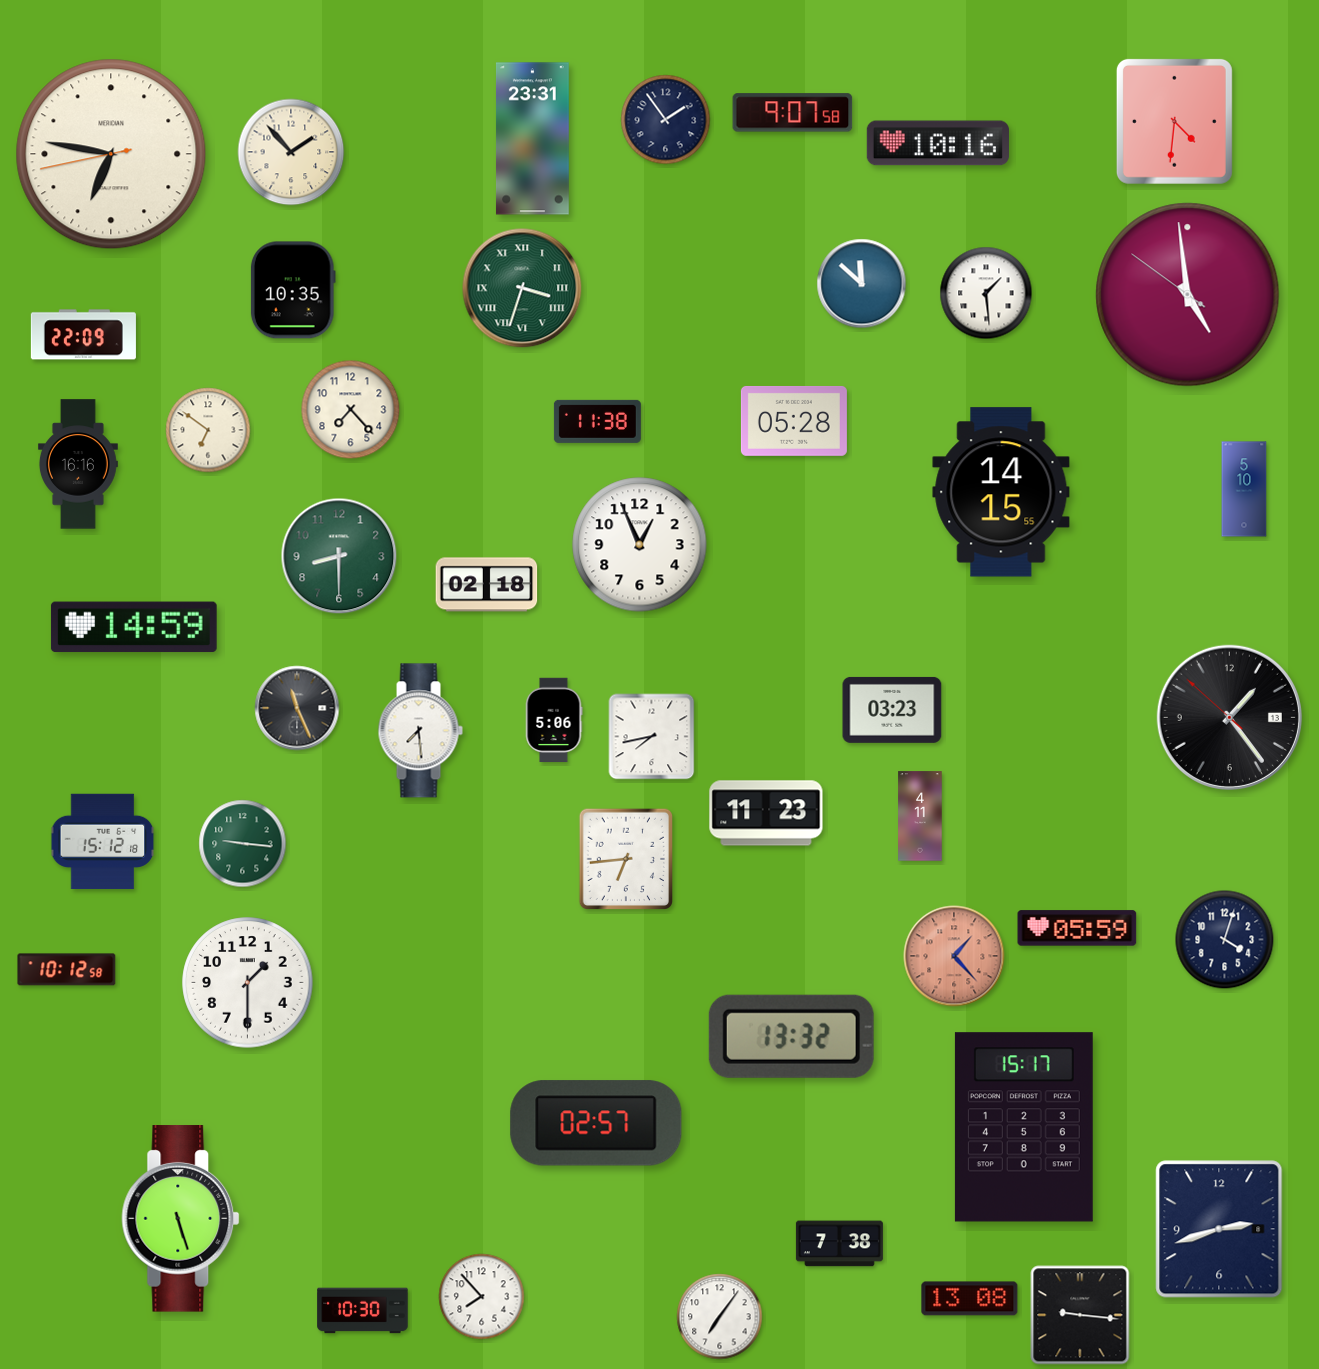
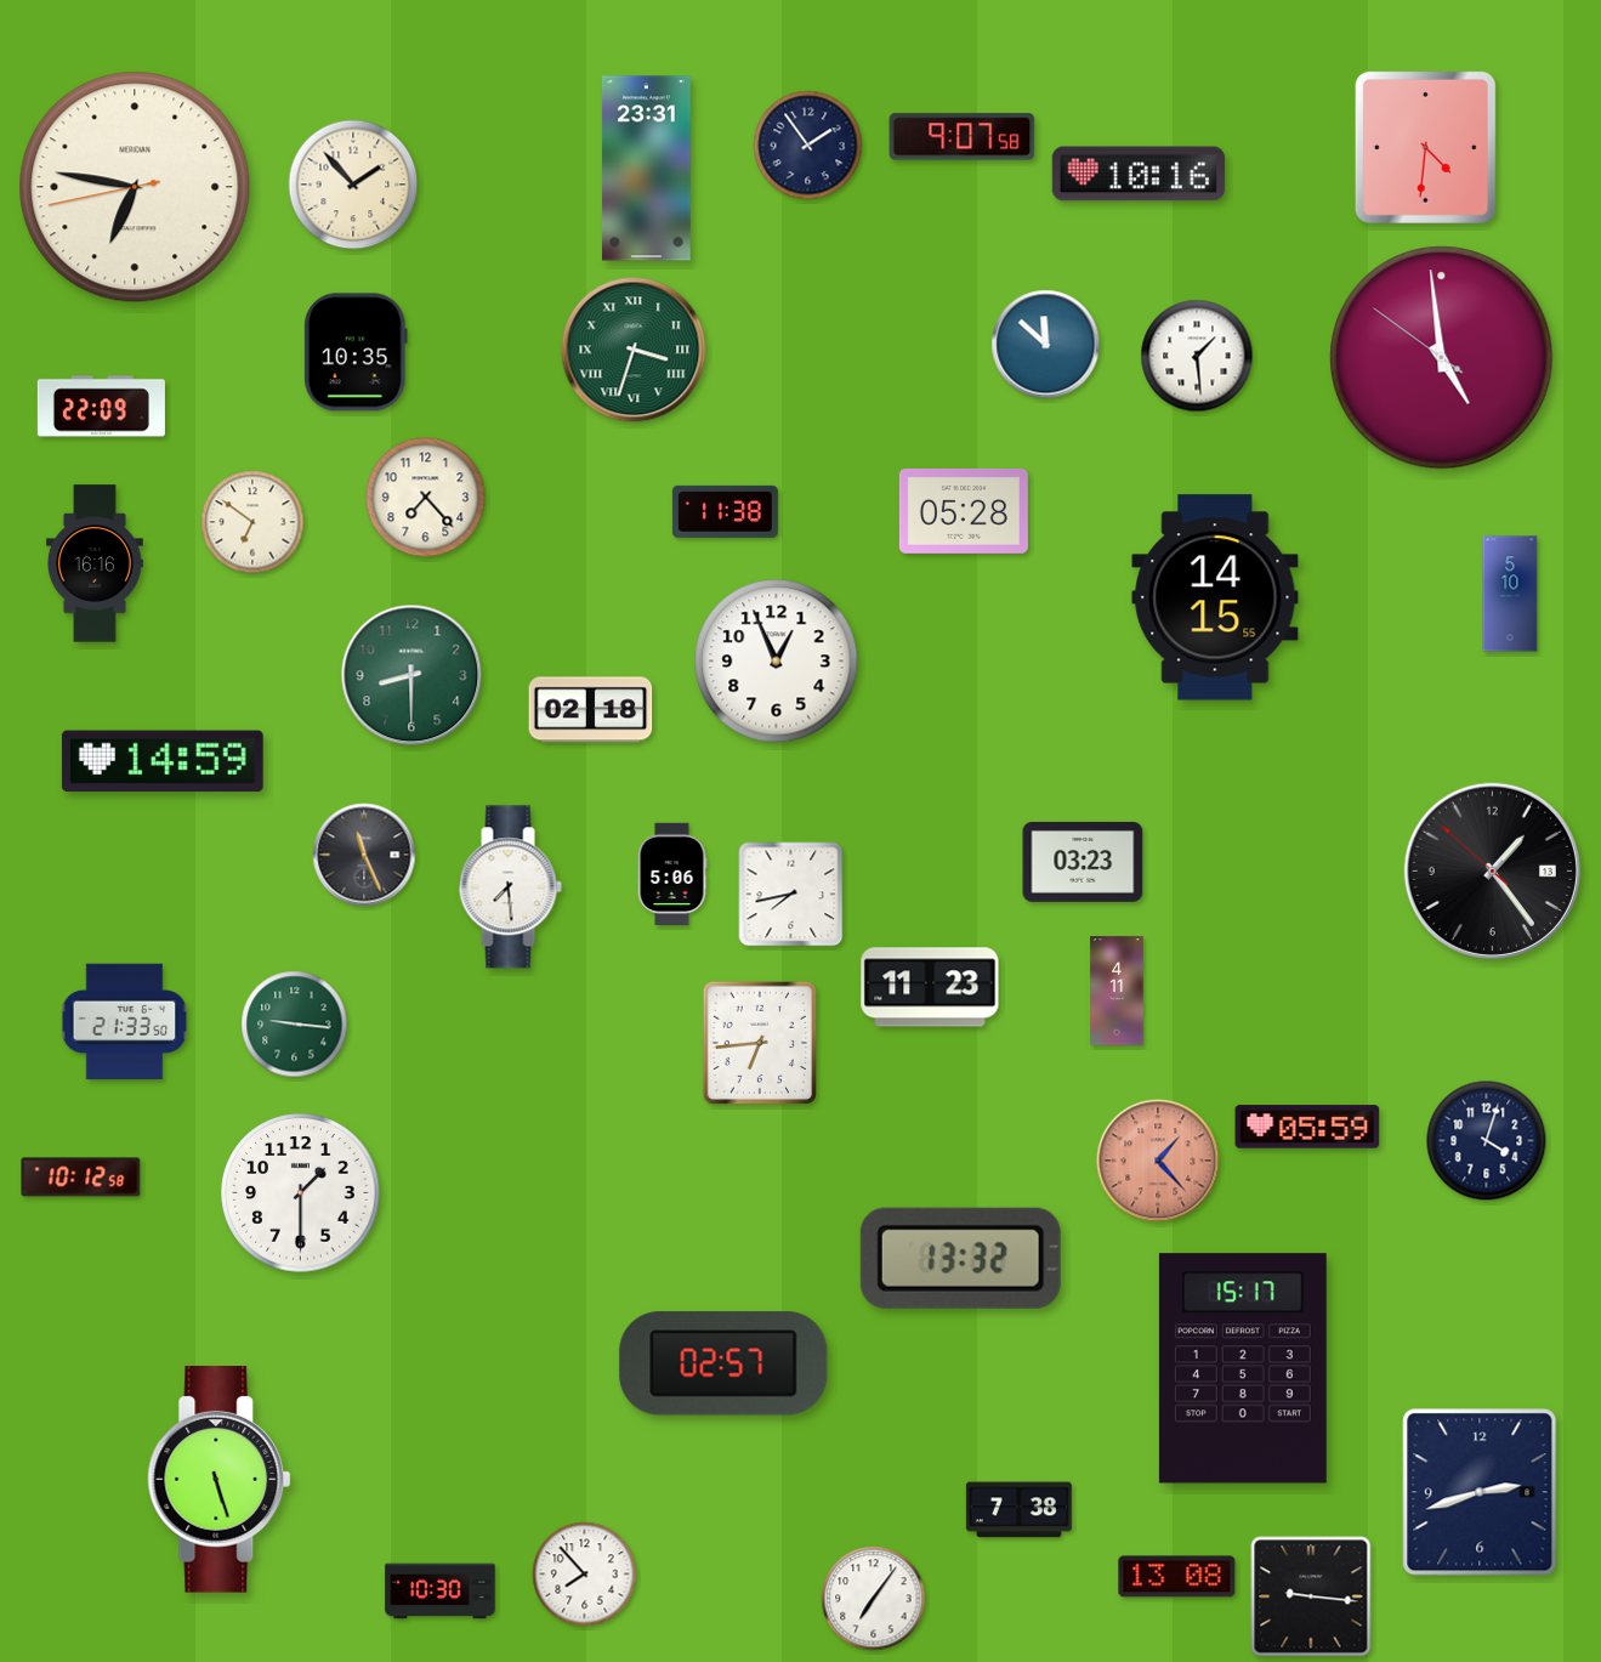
clock at (297, 708) position: (297, 708) -> (364, 855)
clock at (103, 842): 15:12 -> 21:33
